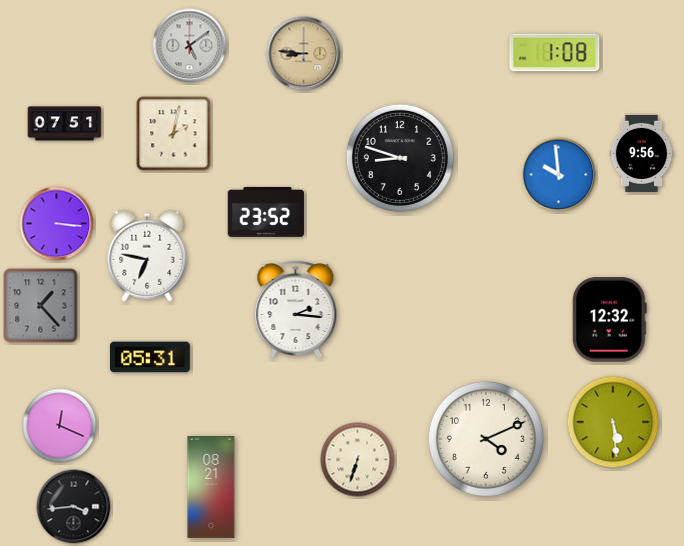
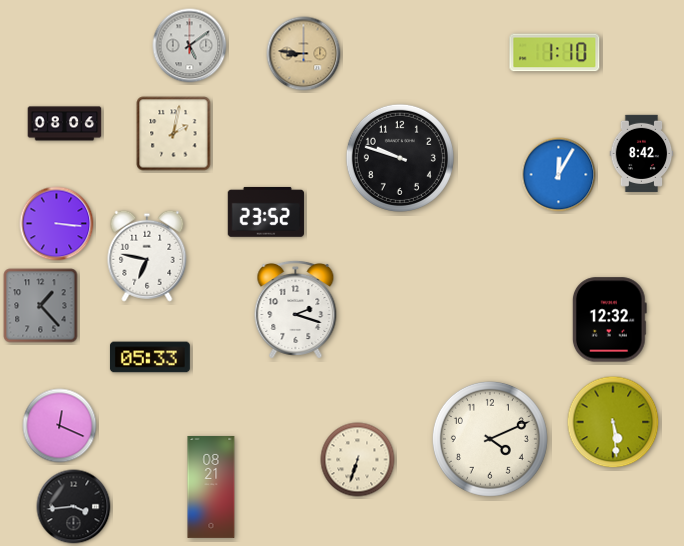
clock at (555, 53): 1:08 -> 1:10
clock at (65, 124): 07:51 -> 08:06
clock at (642, 153): 9:56 -> 8:42
clock at (400, 158): 8:48 -> 9:48
clock at (559, 175): 9:59 -> 12:05
clock at (296, 309): 2:16 -> 2:18
clock at (150, 357): 05:31 -> 05:33
clock at (486, 439) position: (486, 439) -> (490, 439)
